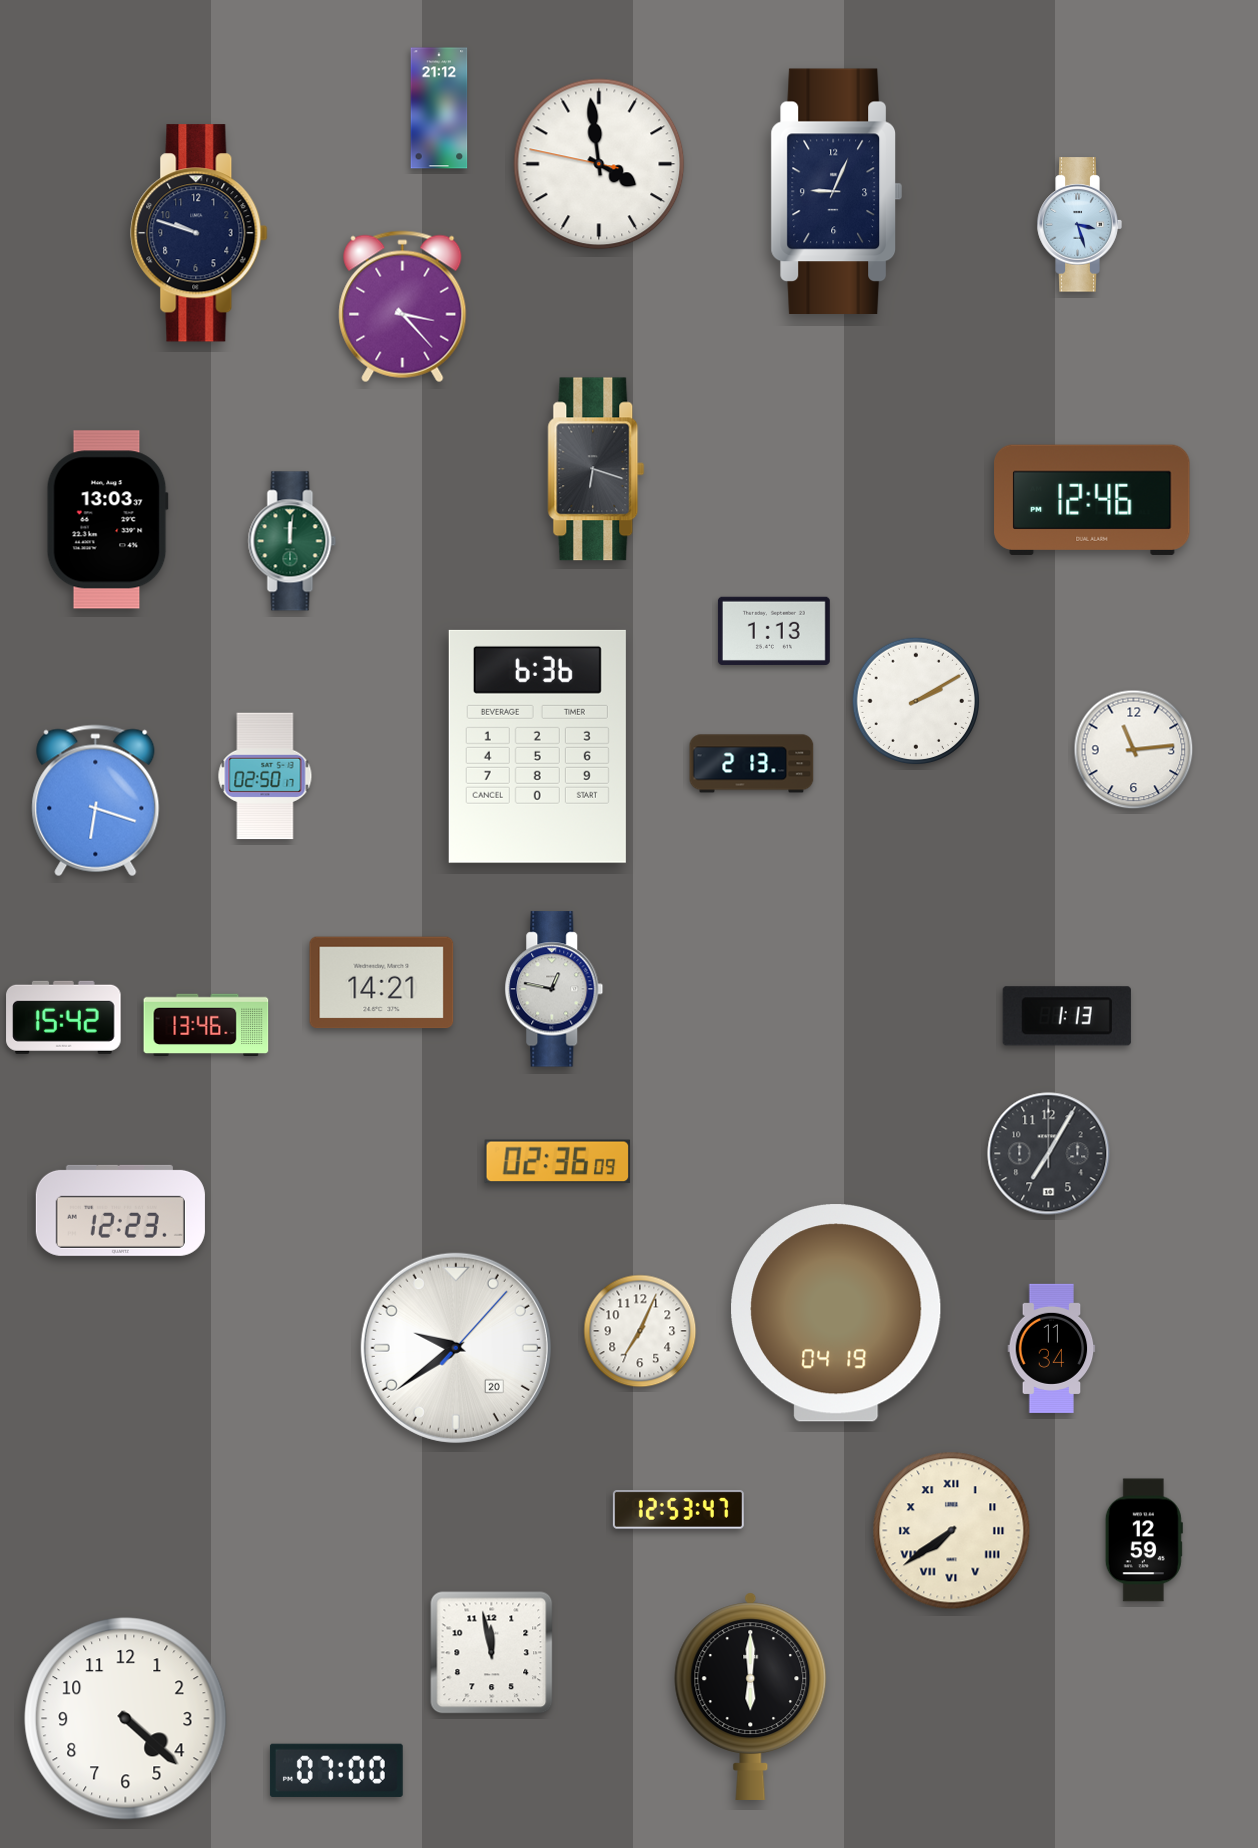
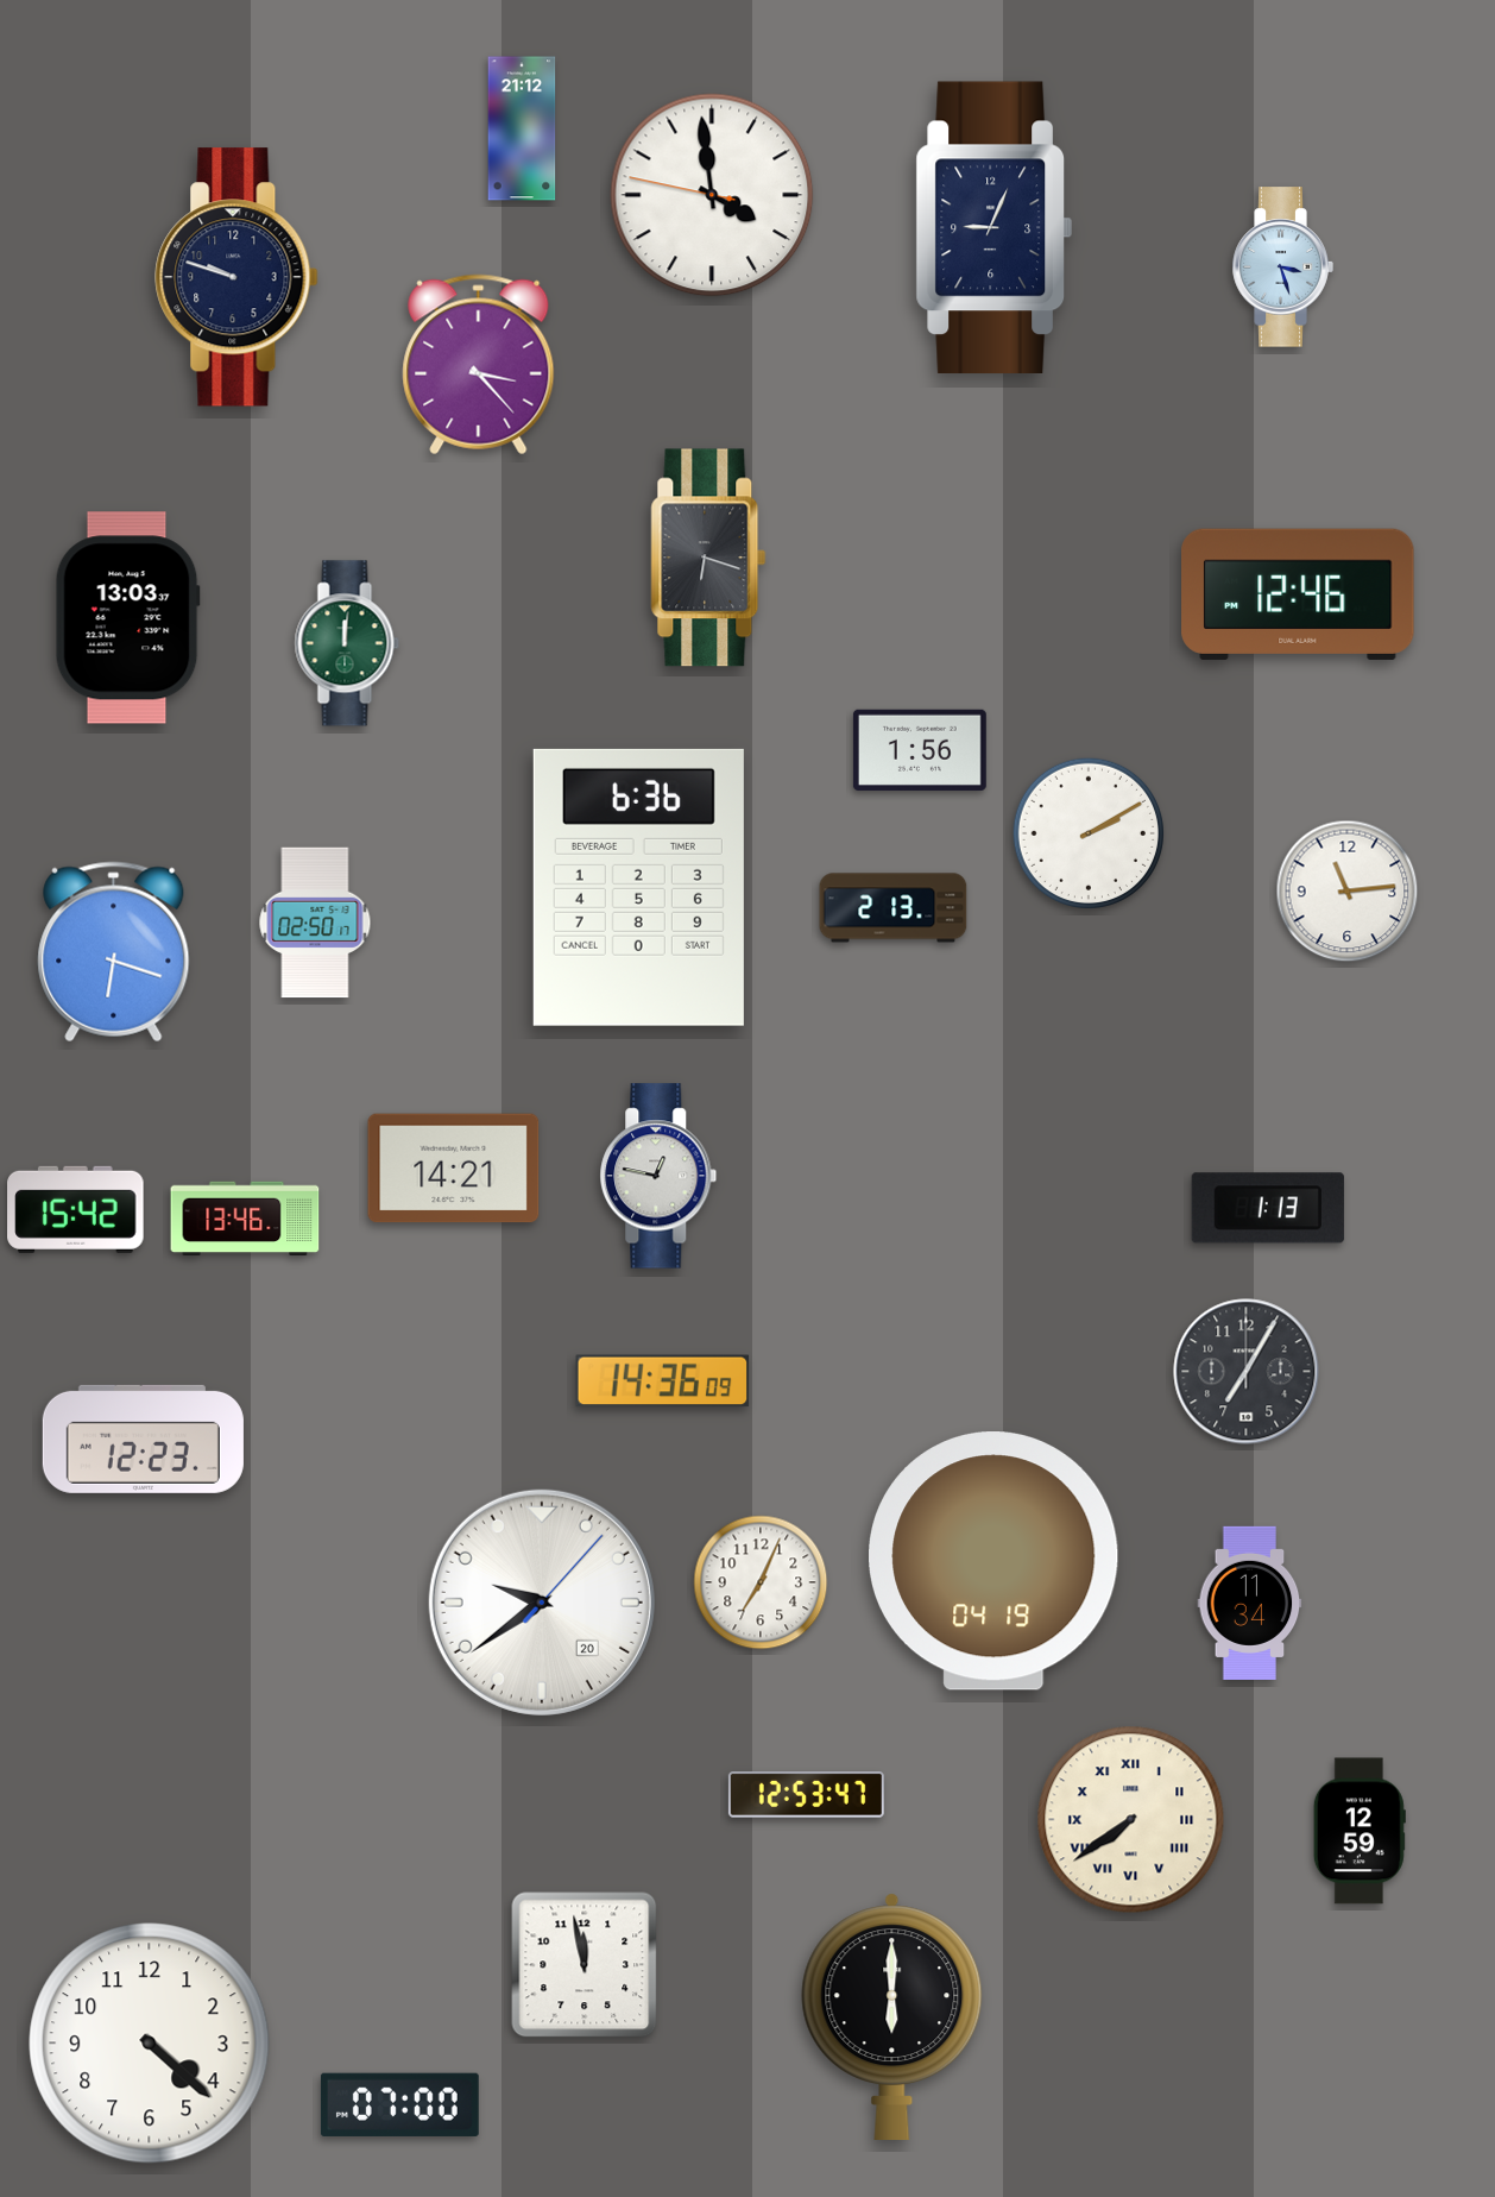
clock at (774, 631): 1:13 -> 1:56
clock at (558, 1162): 02:36 -> 14:36
